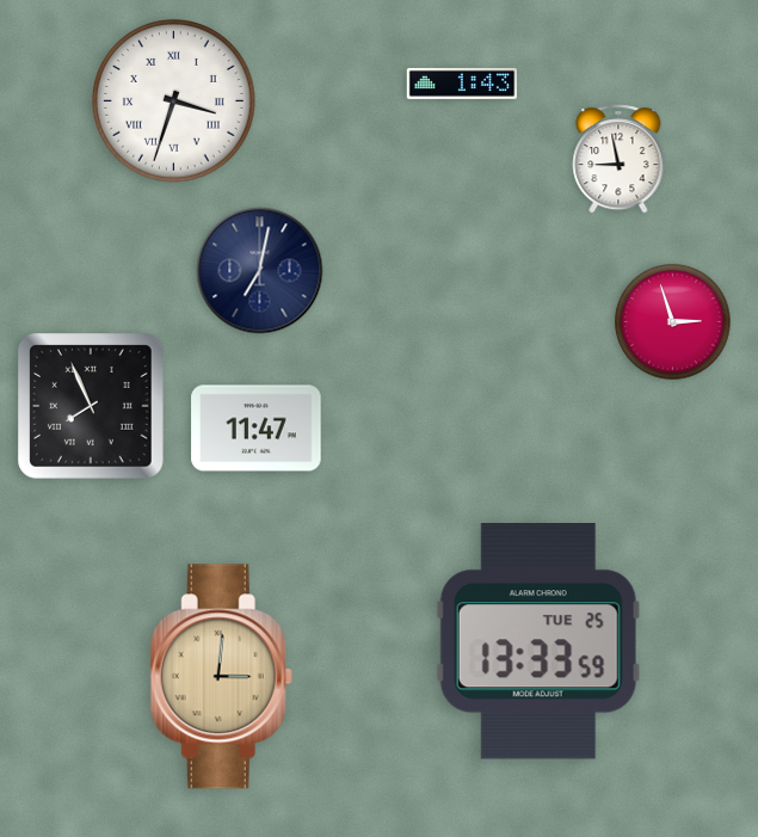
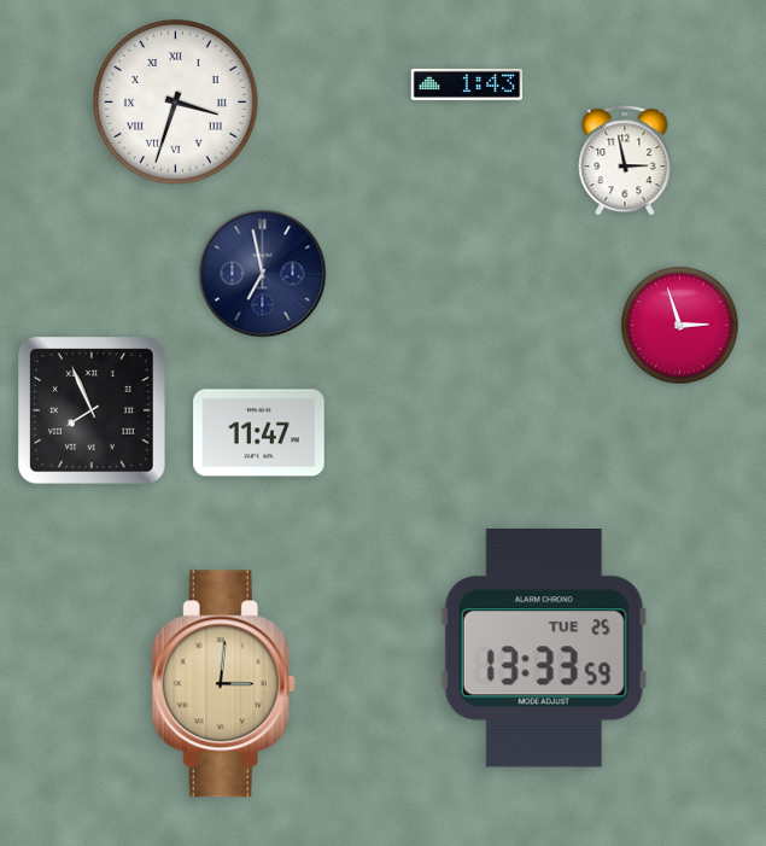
clock at (618, 159): 8:58 -> 2:58
clock at (260, 271): 7:02 -> 6:58
